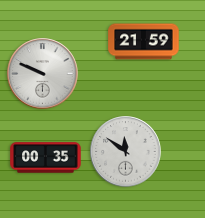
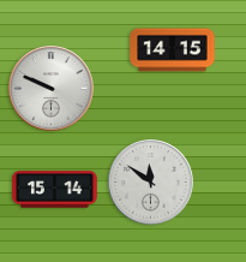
clock at (144, 42): 21:59 -> 14:15
clock at (46, 158): 00:35 -> 15:14
